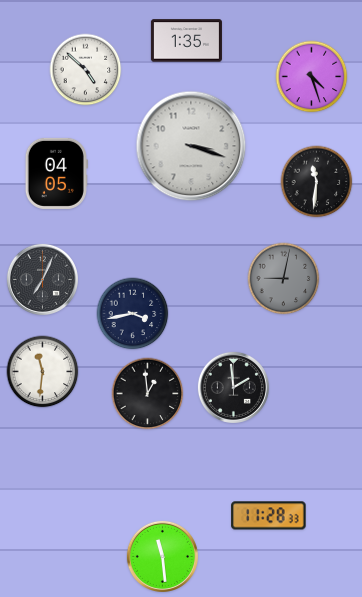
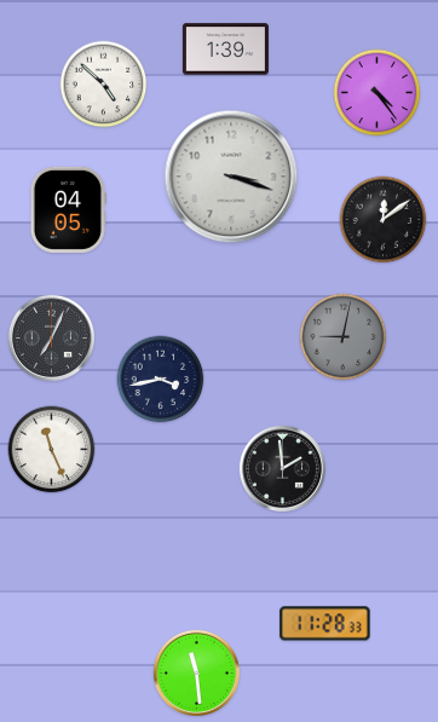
clock at (186, 41): 1:35 -> 1:39
clock at (312, 77): 4:27 -> 4:24
clock at (317, 182): 11:31 -> 12:09
clock at (43, 372): 11:31 -> 11:26
clock at (148, 394): 12:59 -> none
